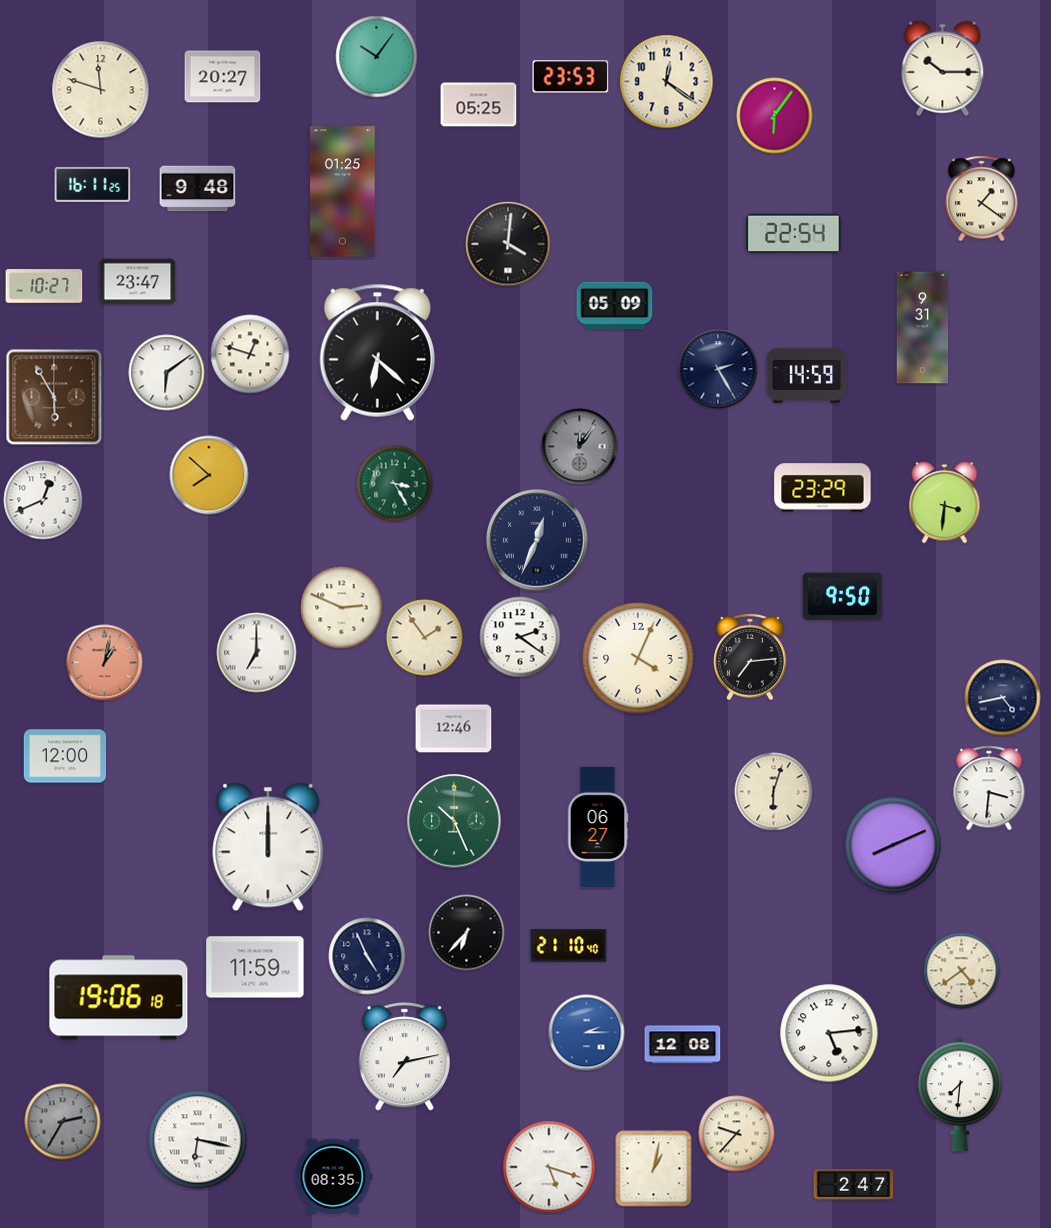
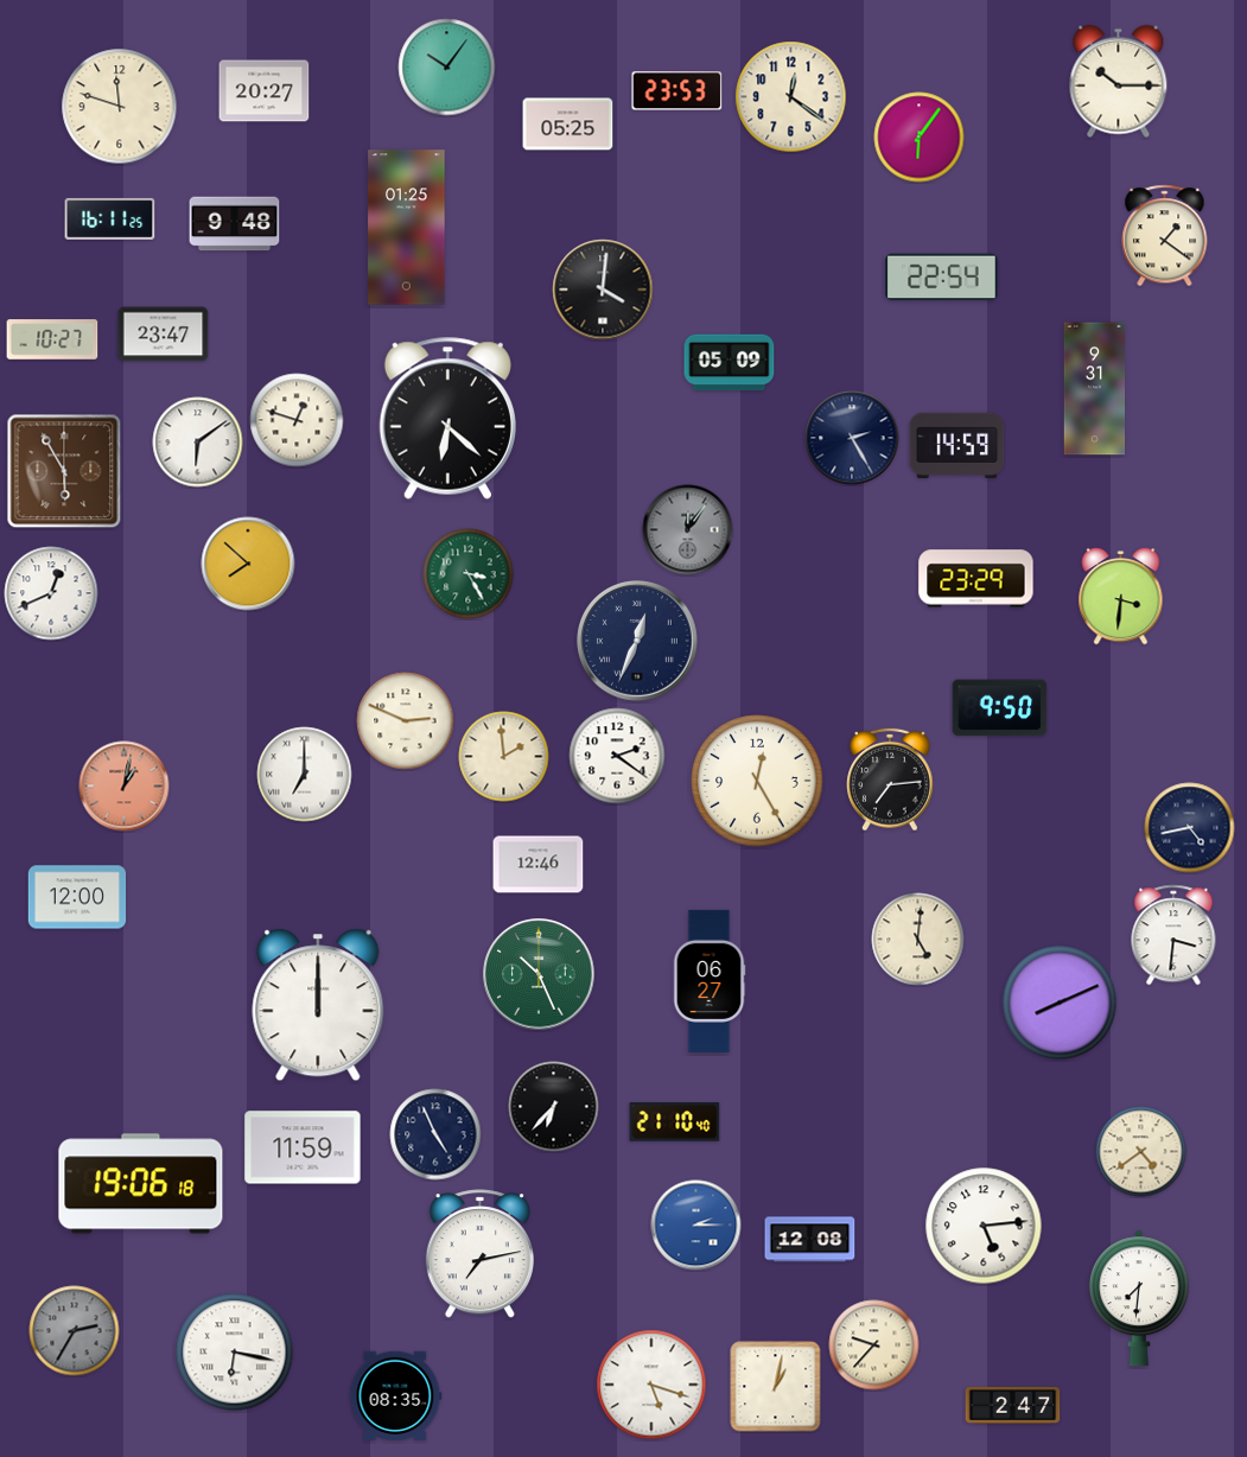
clock at (425, 638): 1:54 -> 1:59
clock at (638, 658): 4:04 -> 12:25
clock at (774, 792): 6:03 -> 5:01
